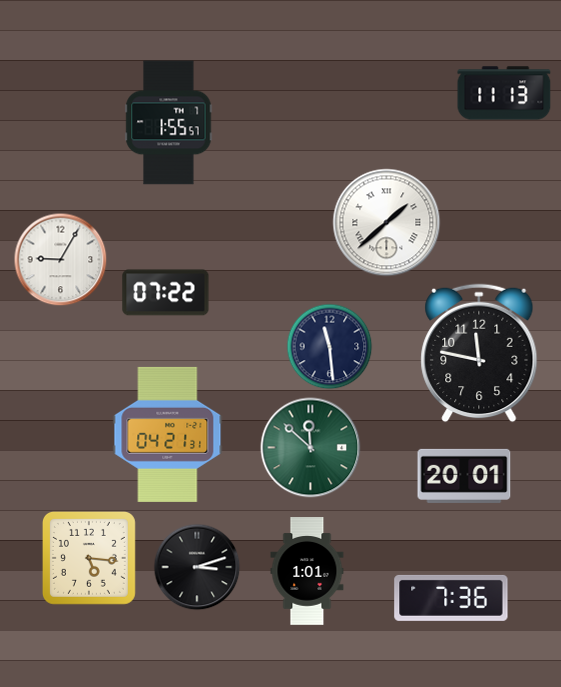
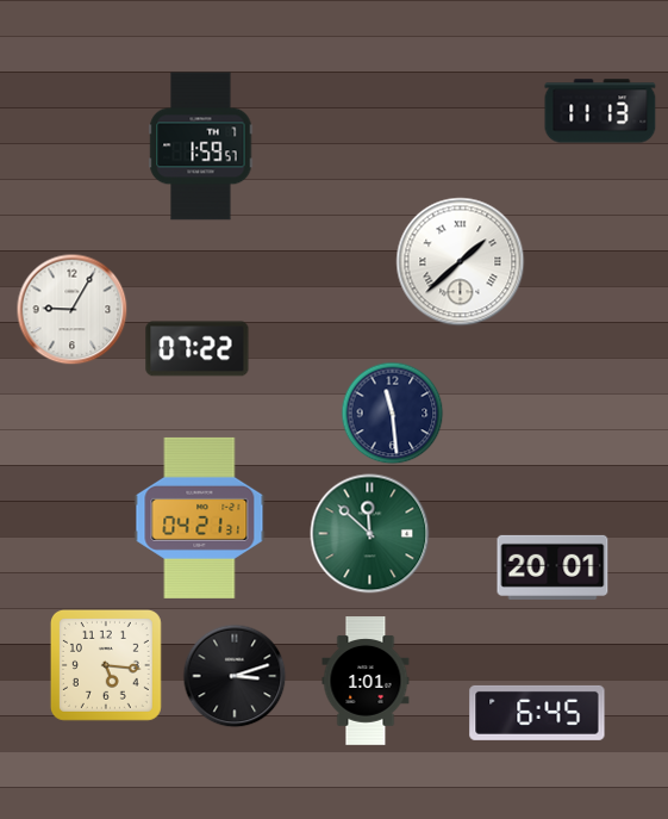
clock at (169, 123): 1:55 -> 1:59
clock at (387, 223) position: (387, 223) -> (461, 262)
clock at (479, 353): 11:47 -> none
clock at (451, 598): 7:36 -> 6:45
